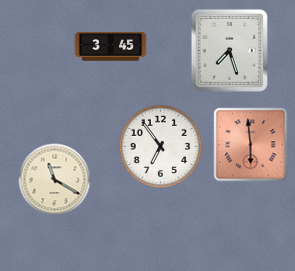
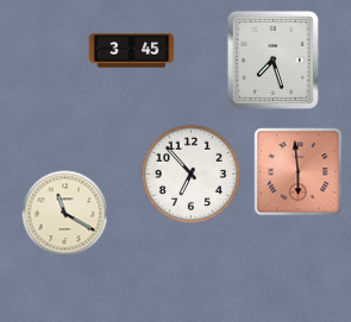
clock at (111, 47) position: (111, 47) -> (132, 51)
clock at (161, 147): 6:54 -> 6:53
